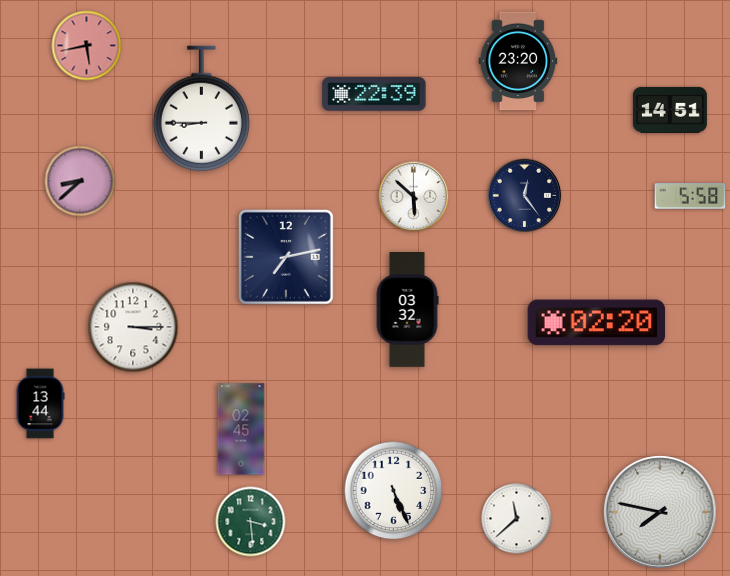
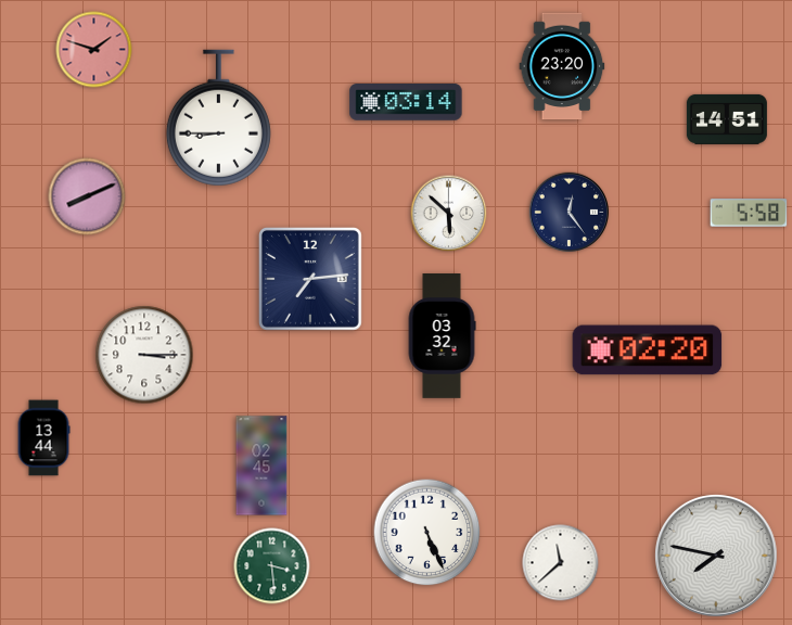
clock at (87, 46): 5:43 -> 1:48
clock at (374, 95): 22:39 -> 03:14
clock at (80, 181): 8:38 -> 8:11
clock at (286, 257): 7:13 -> 7:14
